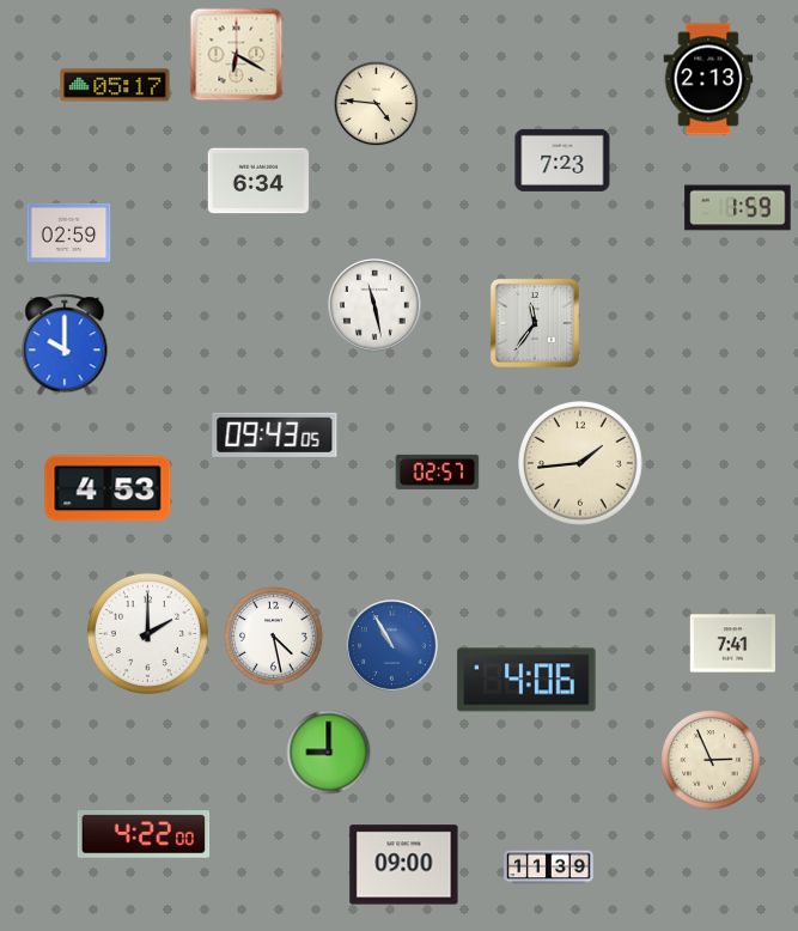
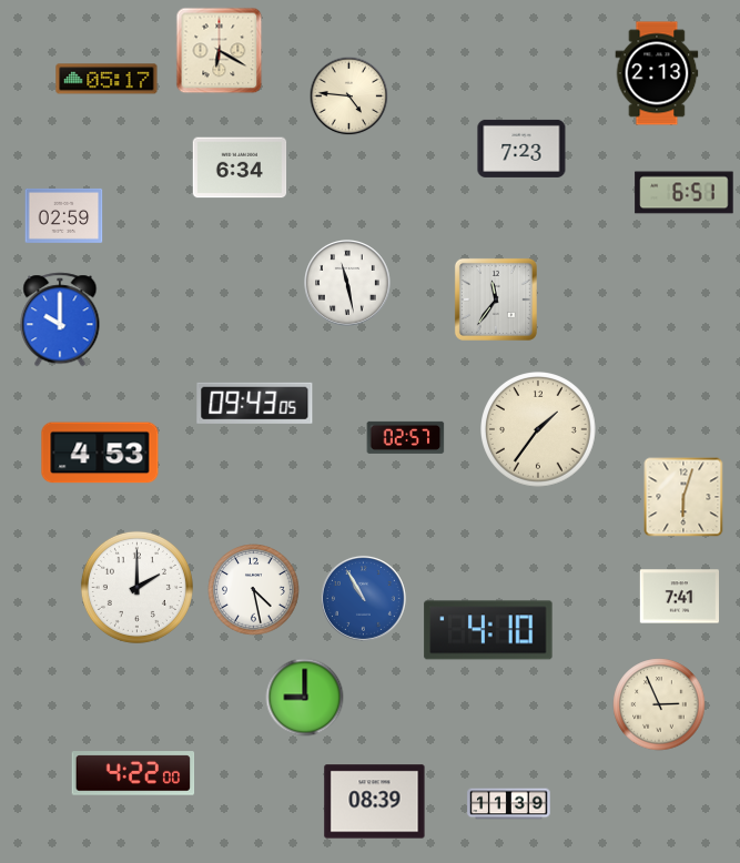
clock at (738, 208): 1:59 -> 6:51
clock at (581, 464): 1:44 -> 1:36
clock at (683, 497): none -> 6:03
clock at (526, 680): 4:06 -> 4:10
clock at (404, 865): 09:00 -> 08:39
